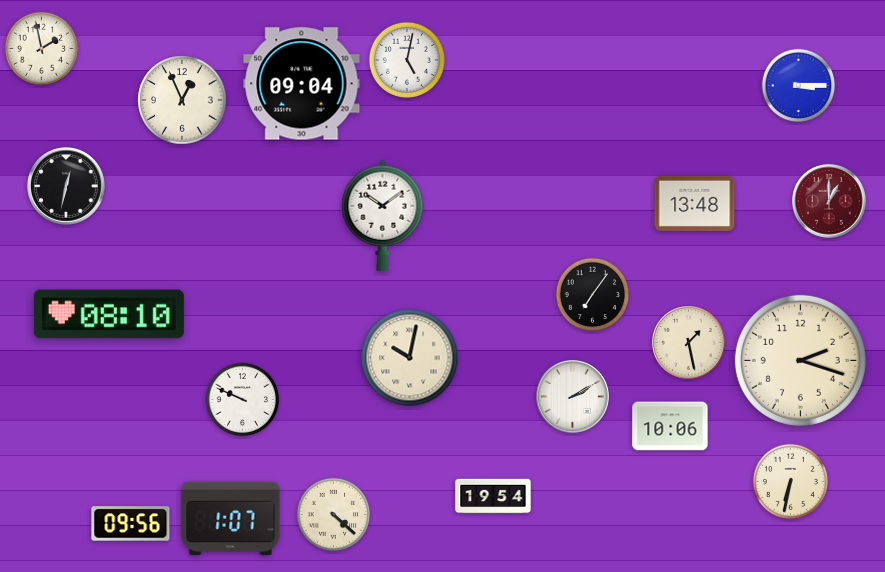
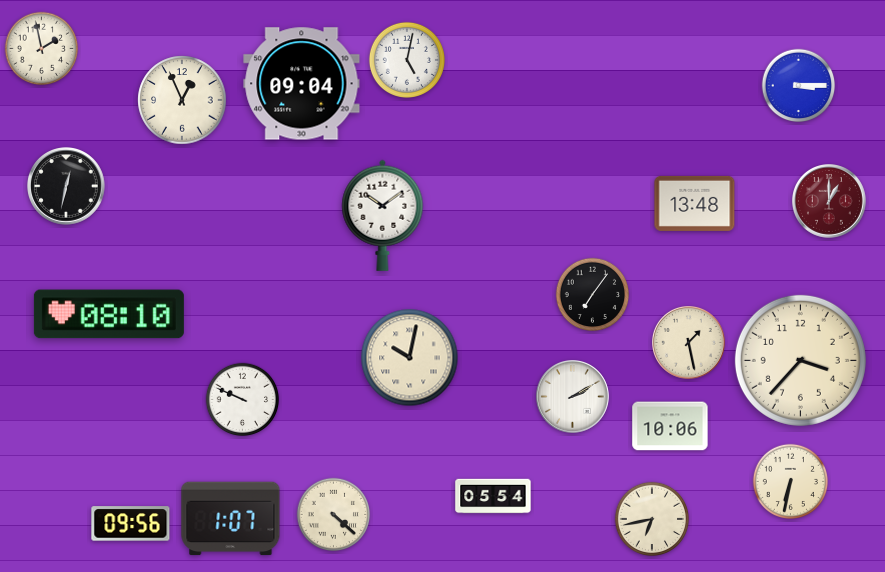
clock at (800, 360): 2:18 -> 3:37
clock at (493, 496): 19:54 -> 05:54
clock at (652, 519): none -> 6:43
